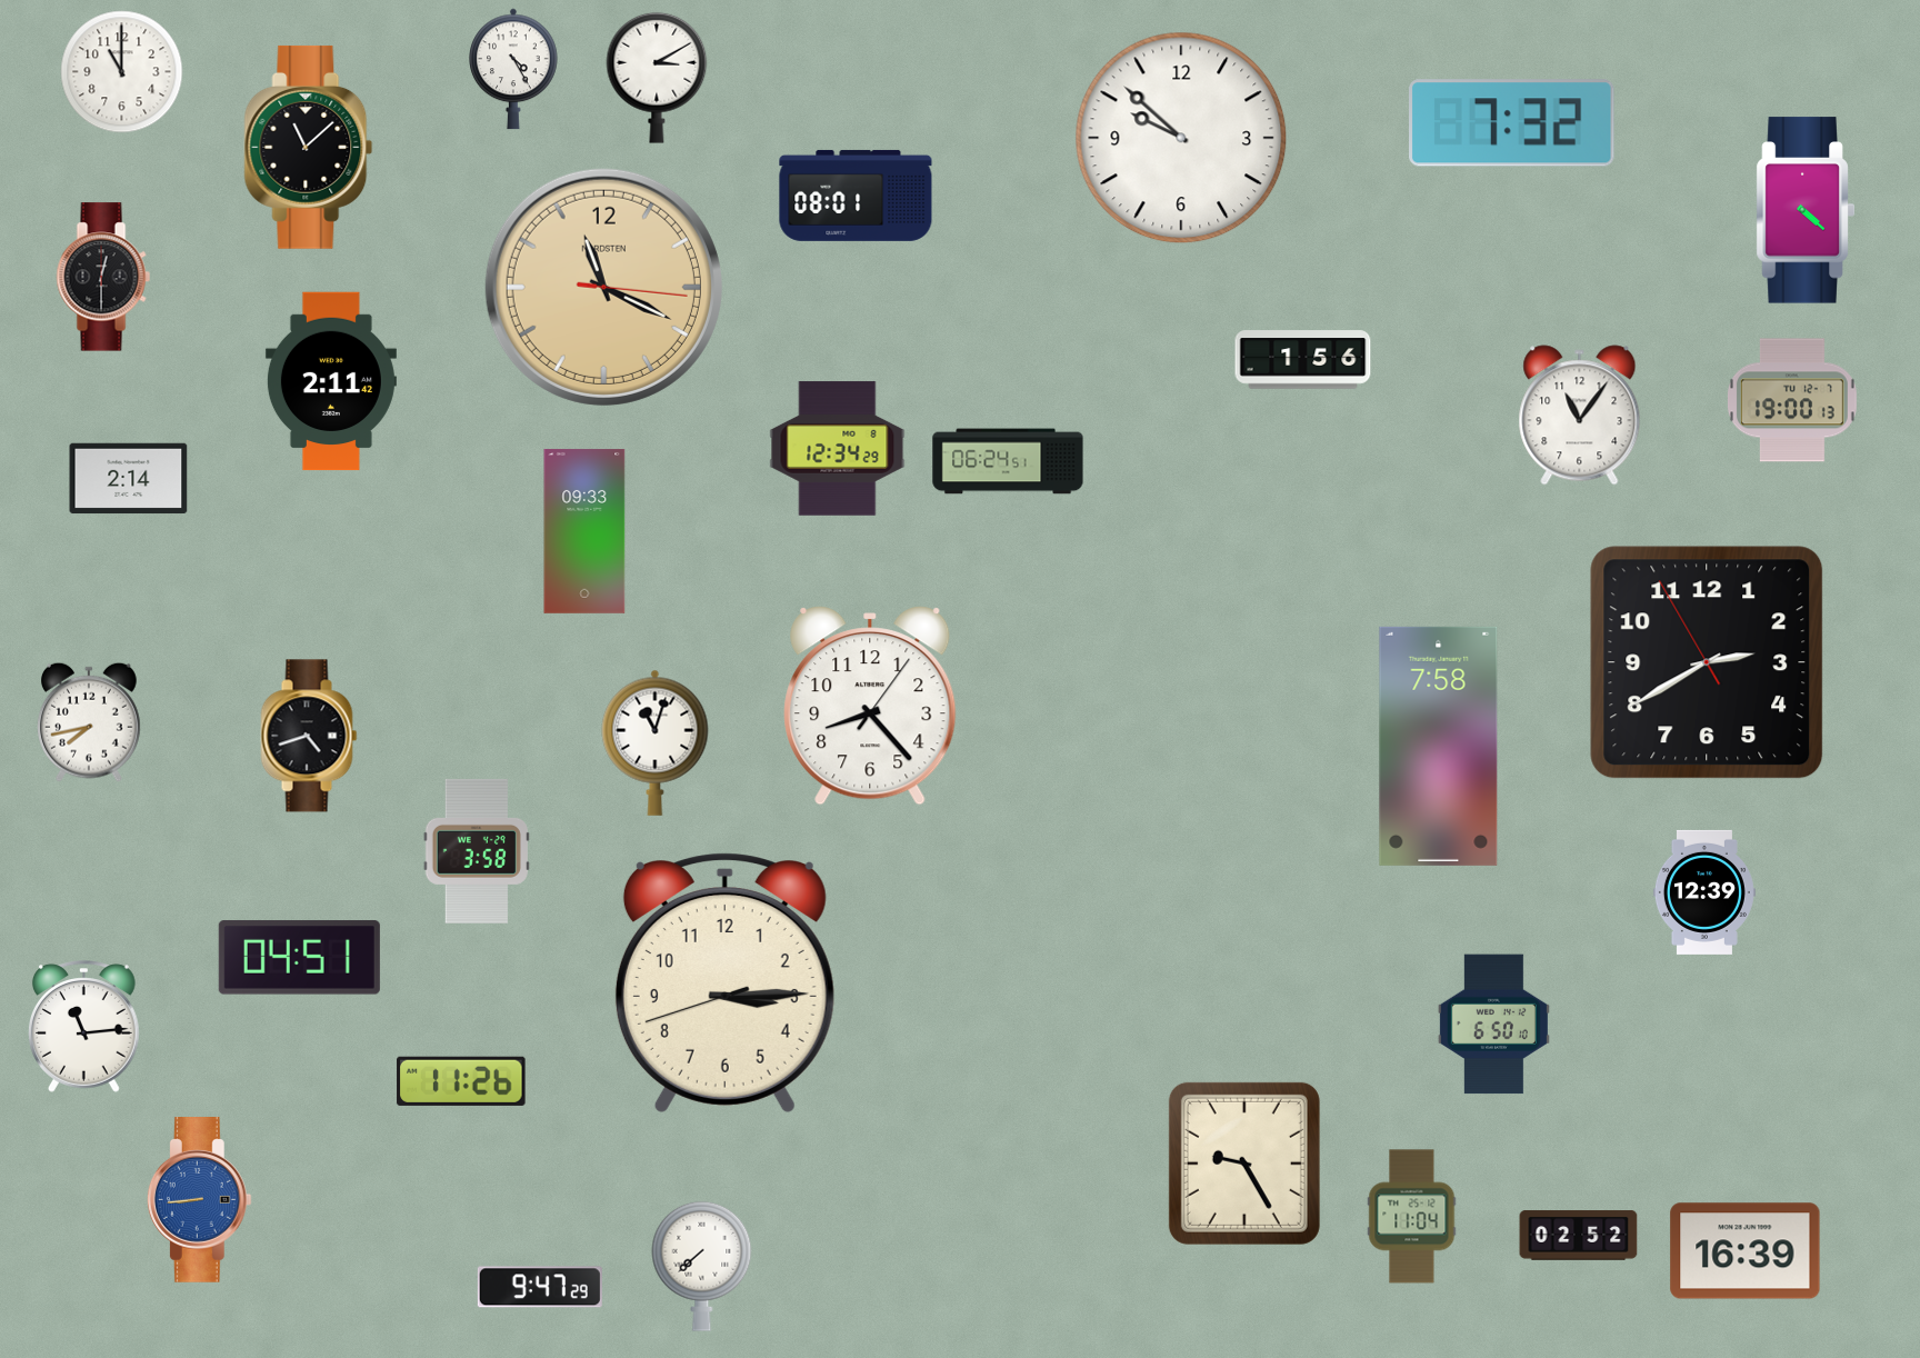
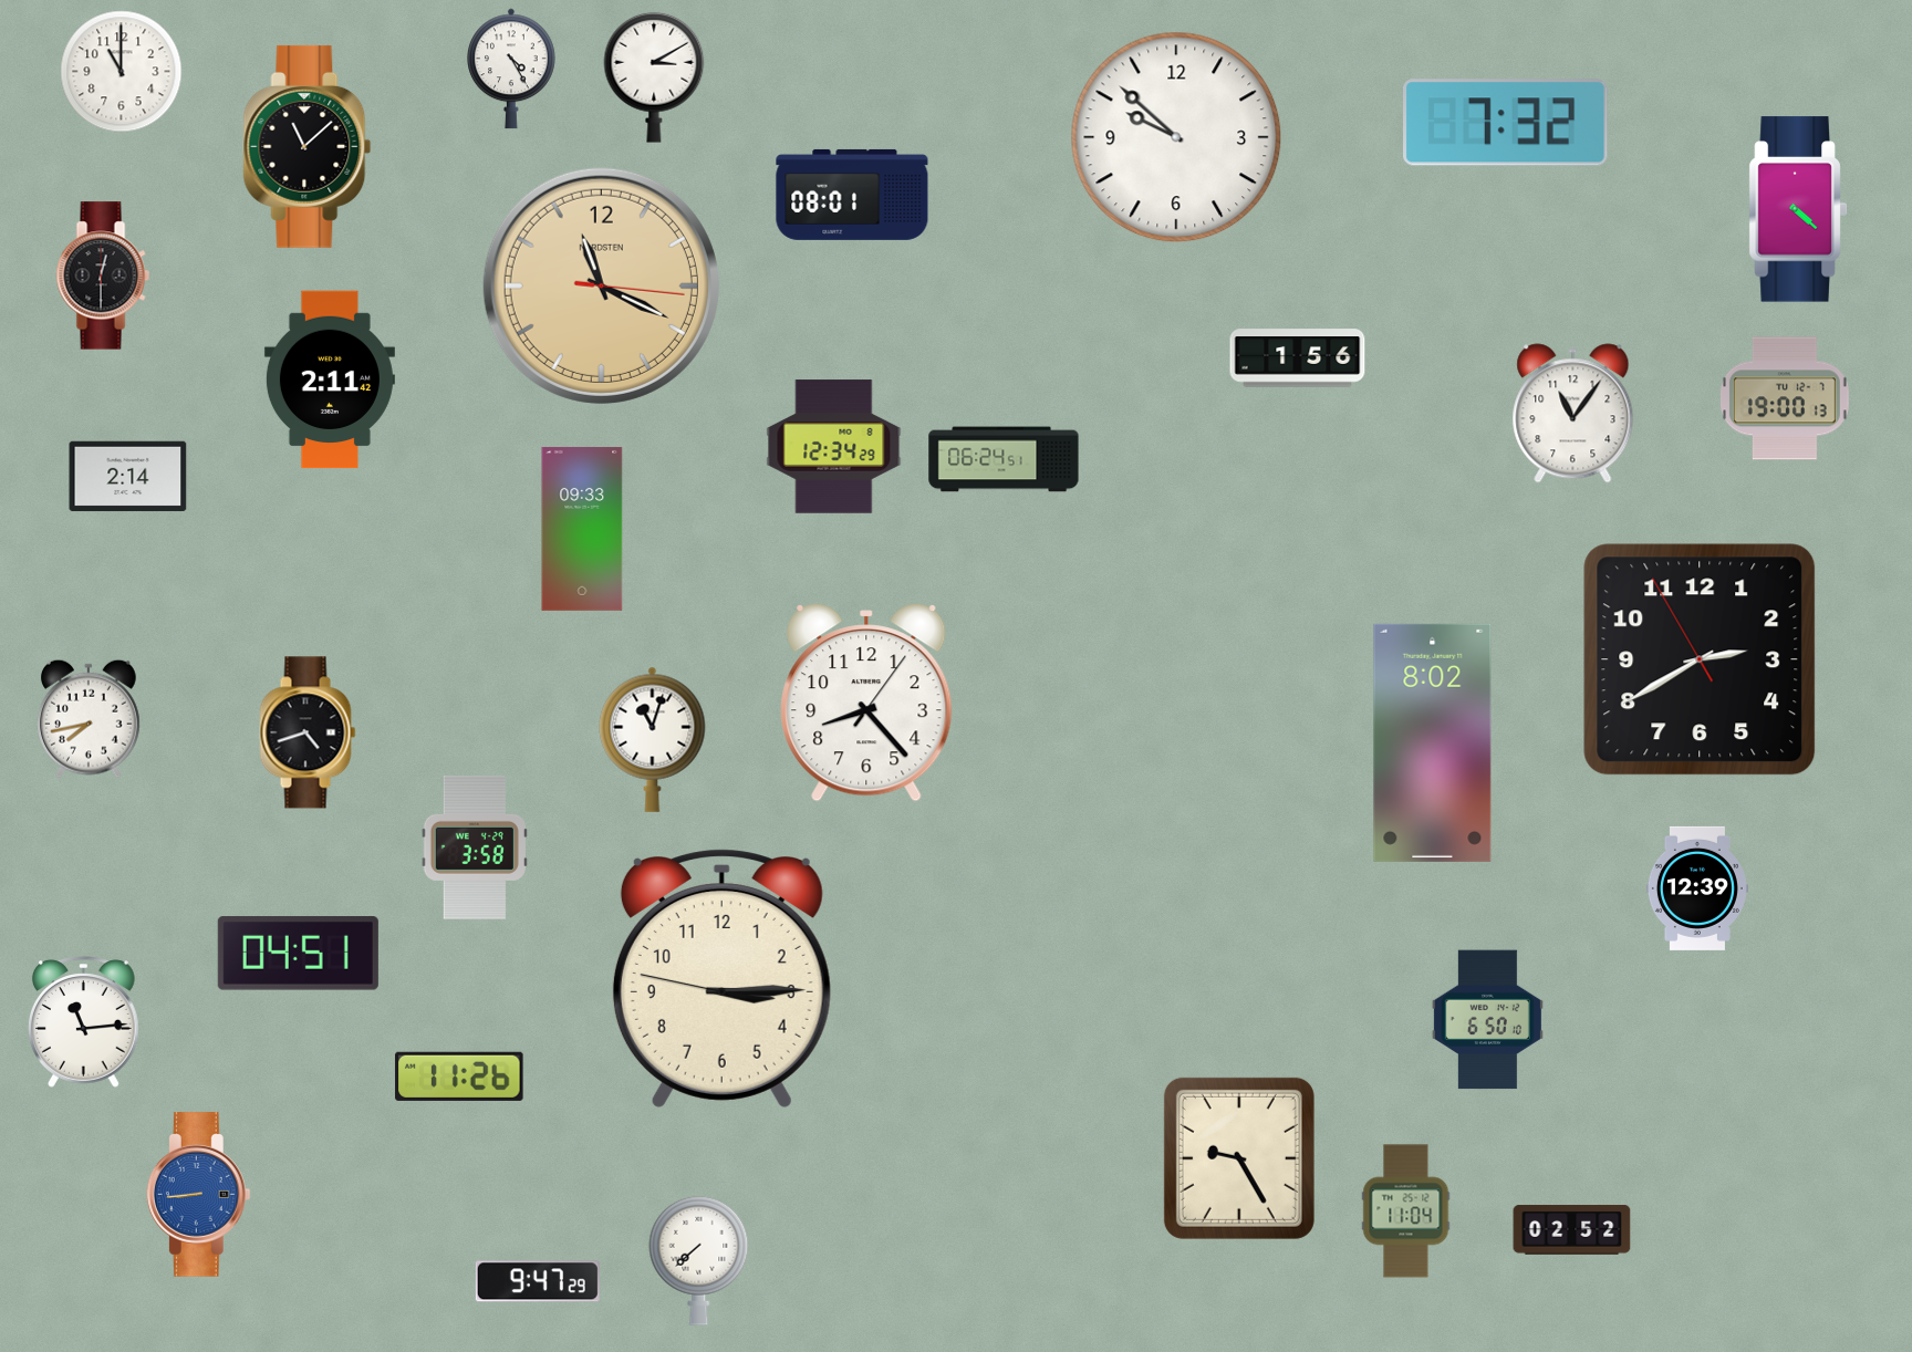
clock at (1439, 746): 7:58 -> 8:02
clock at (724, 982): 3:14:42 -> 3:14:47
clock at (1746, 1251): 16:39 -> none
